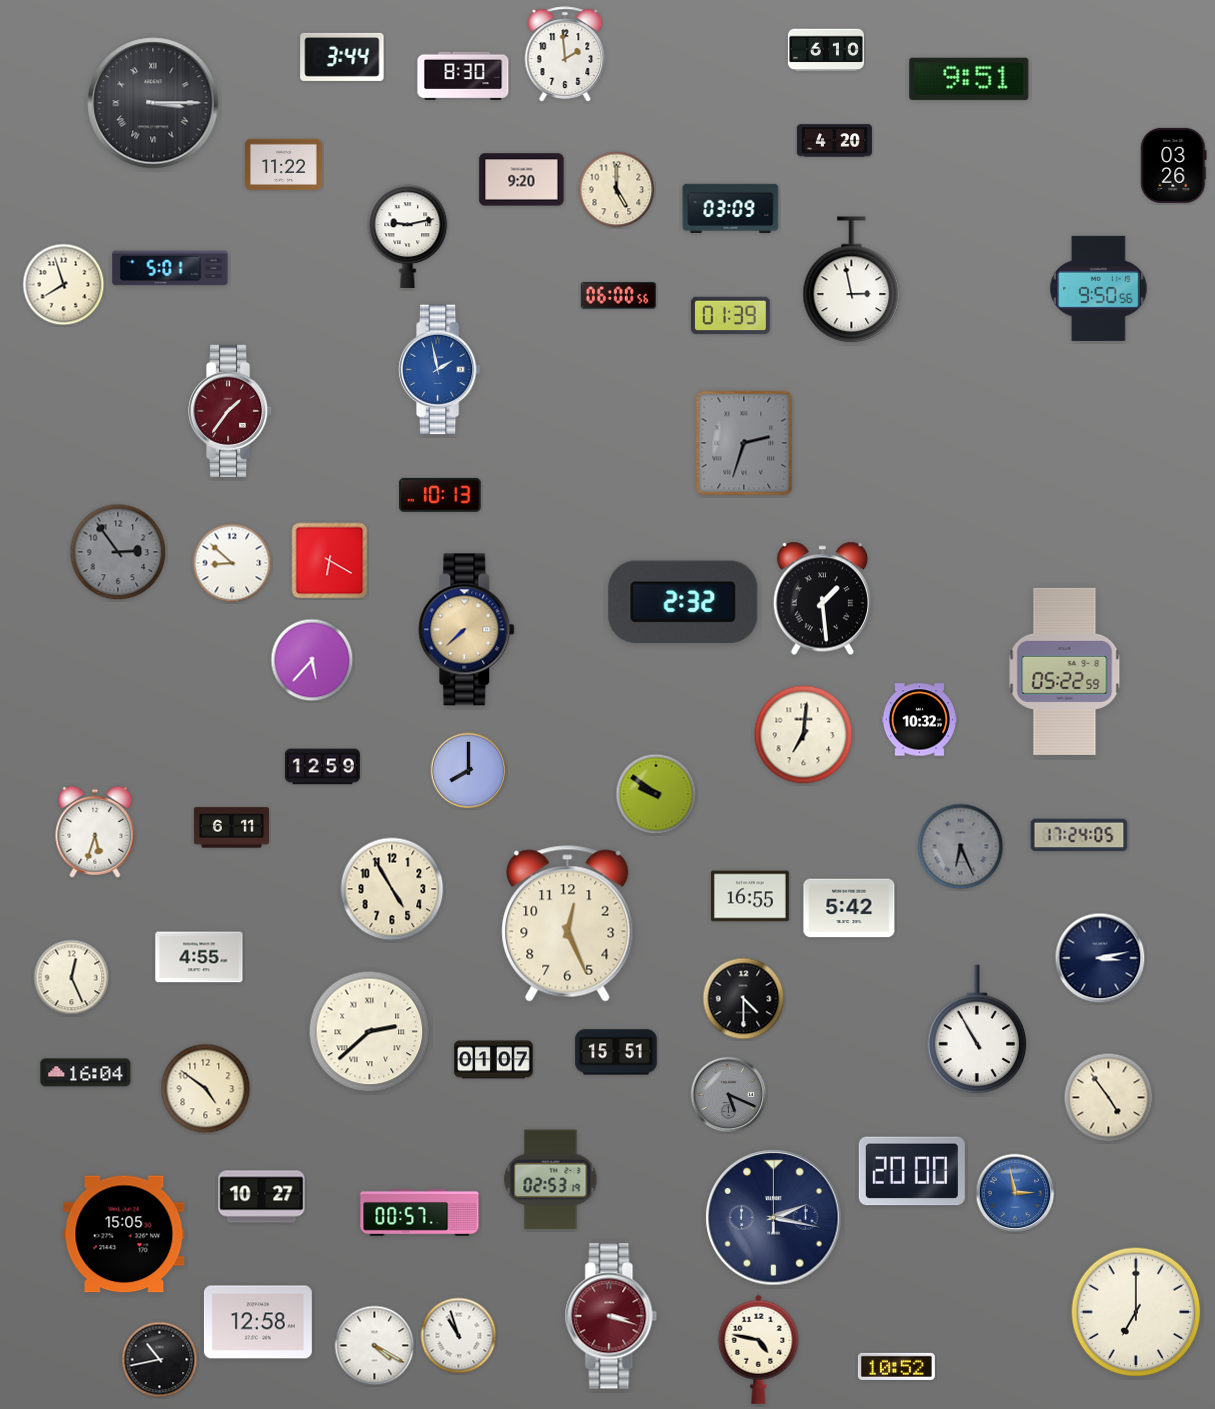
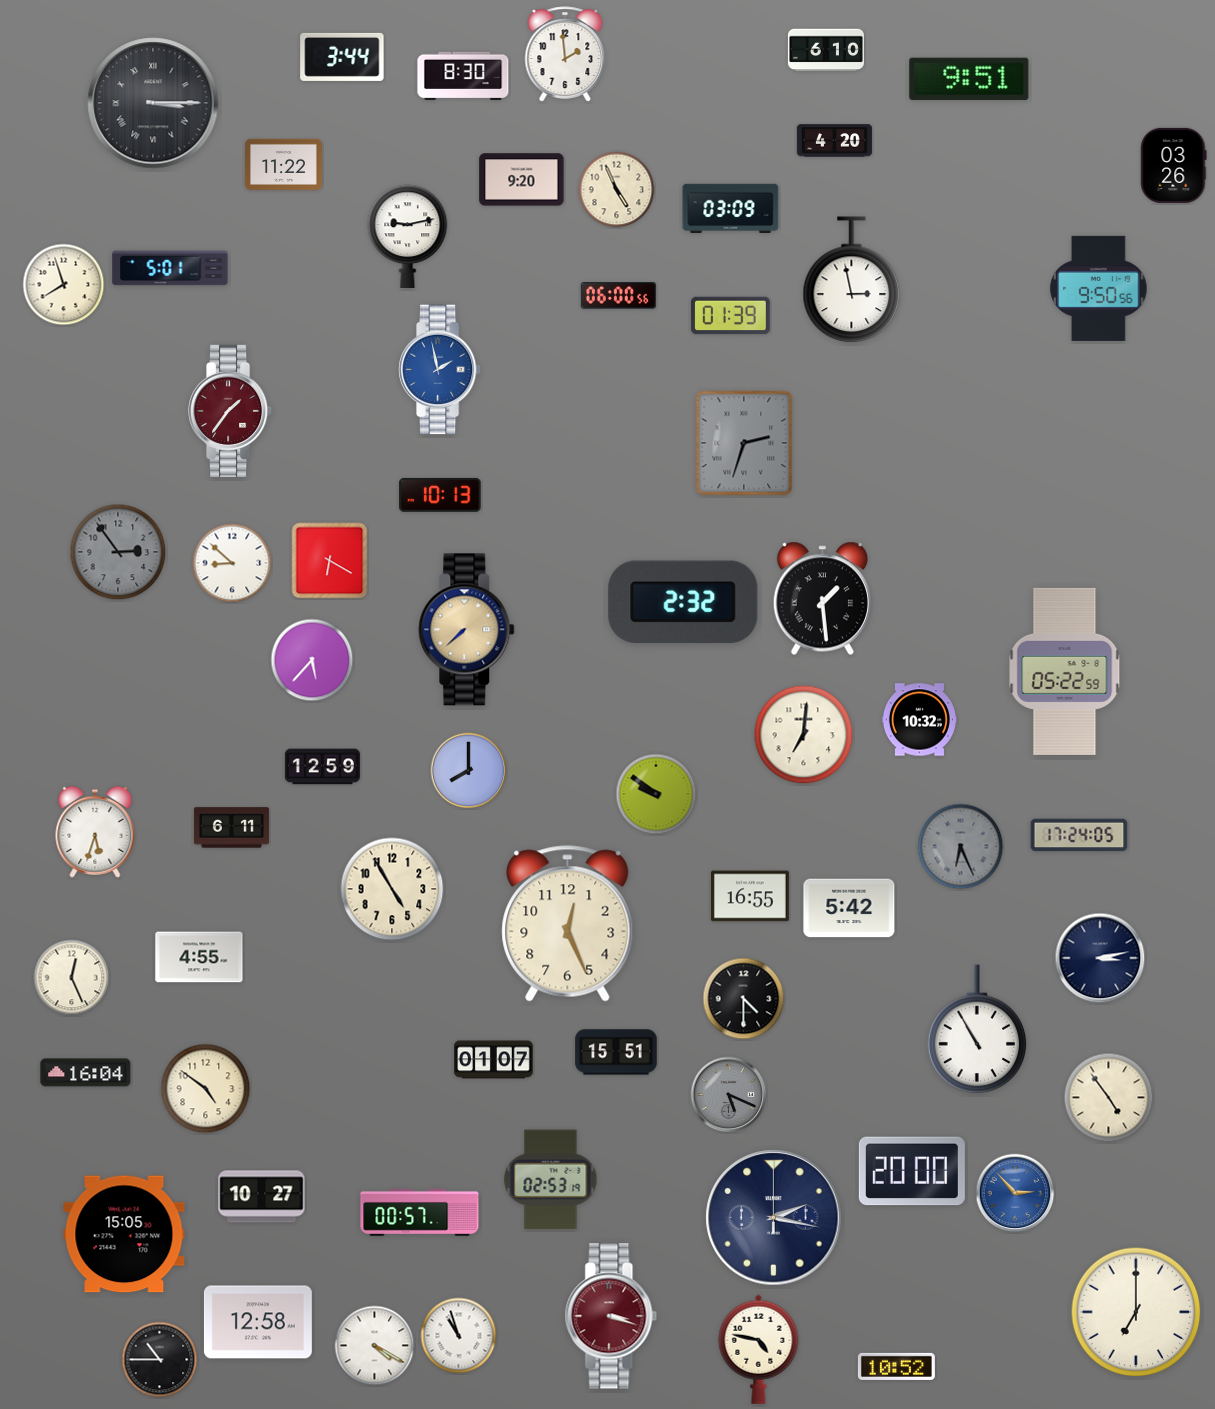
clock at (617, 190): 5:00 -> 4:56
clock at (370, 1032): 2:38 -> none
clock at (1015, 1193): 2:58 -> 2:53
clock at (160, 1360): 10:43 -> 10:45
